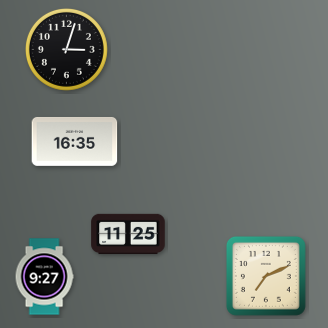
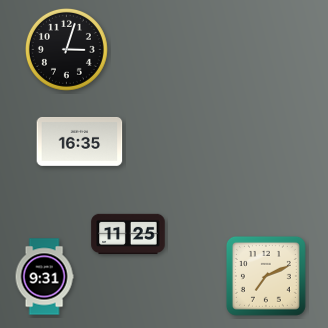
clock at (75, 141) position: (75, 141) -> (80, 141)
clock at (44, 277): 9:27 -> 9:31
